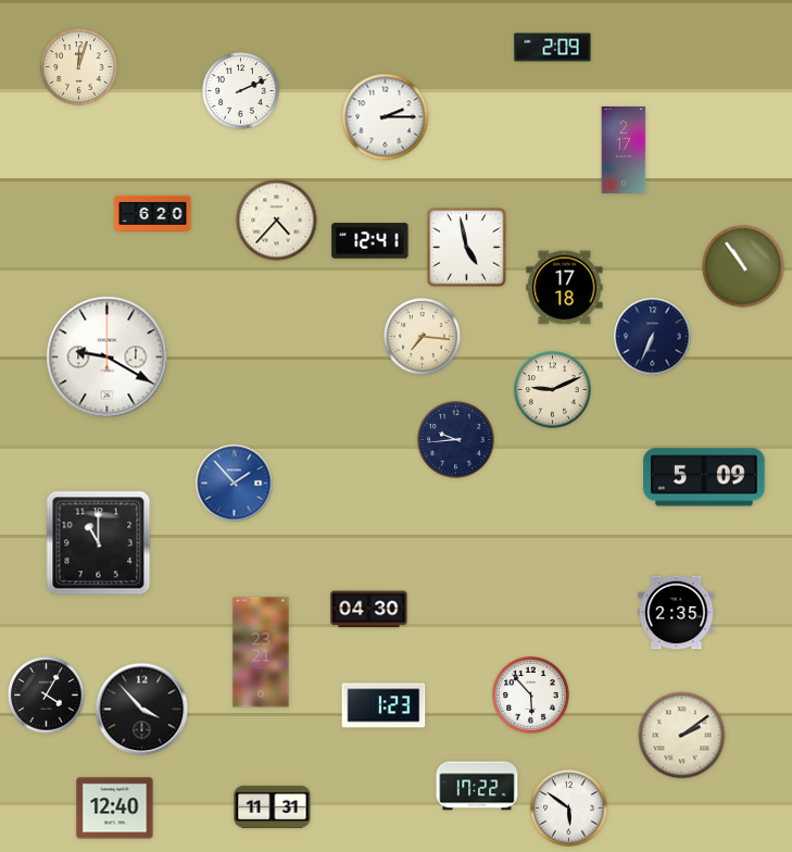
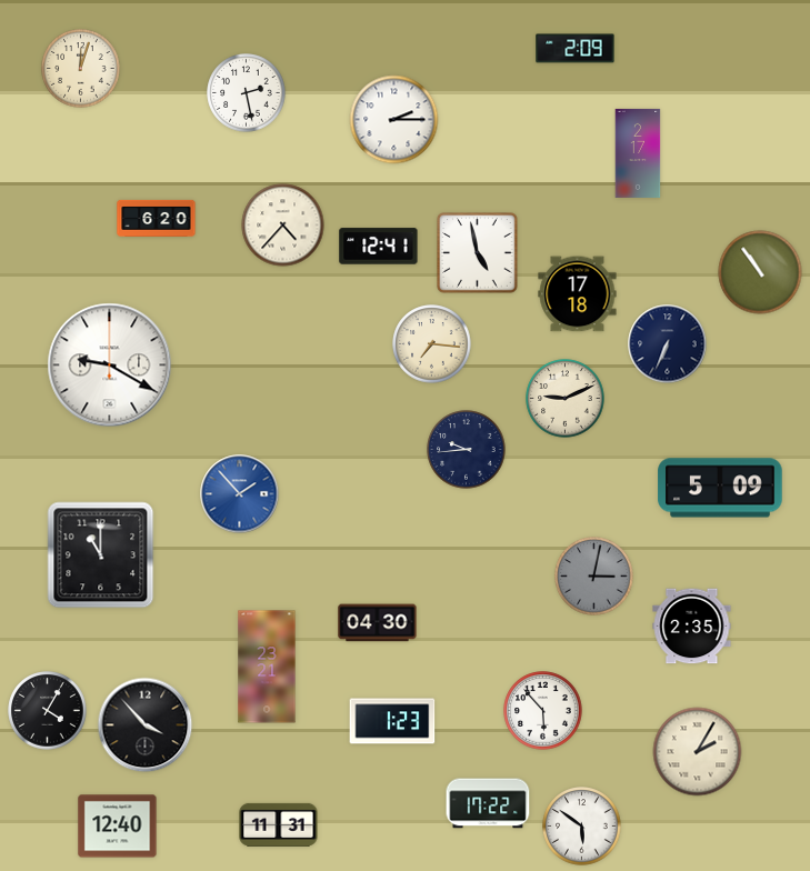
clock at (553, 48) position: (553, 48) -> (576, 49)
clock at (241, 91): 2:11 -> 2:28
clock at (594, 577): none -> 3:02
clock at (682, 736): 2:09 -> 2:05
